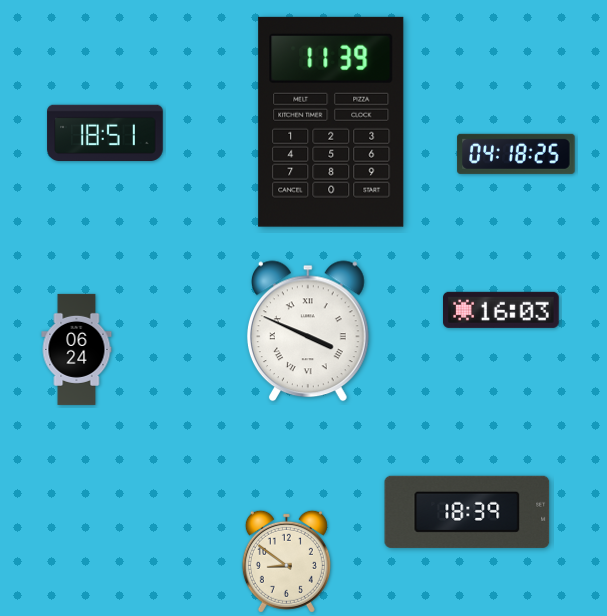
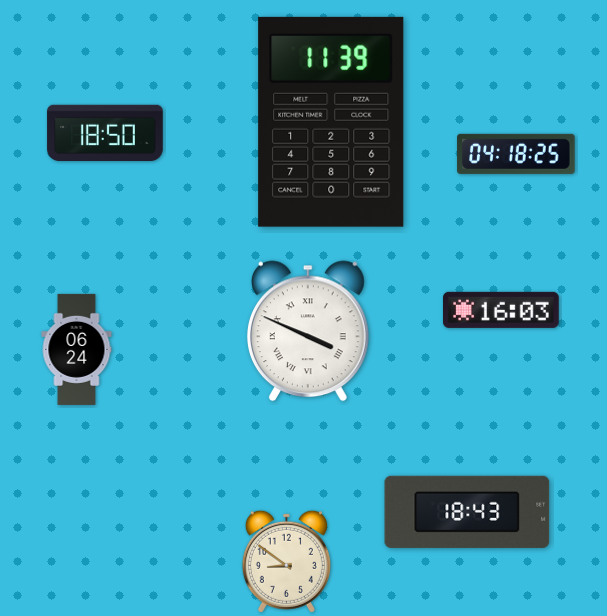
clock at (105, 133): 18:51 -> 18:50
clock at (467, 512): 18:39 -> 18:43
